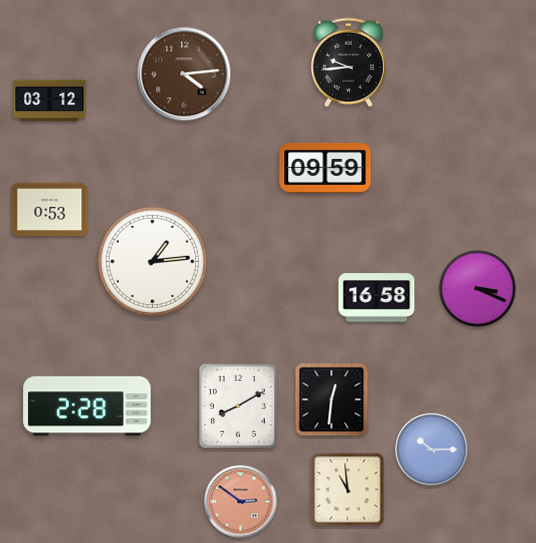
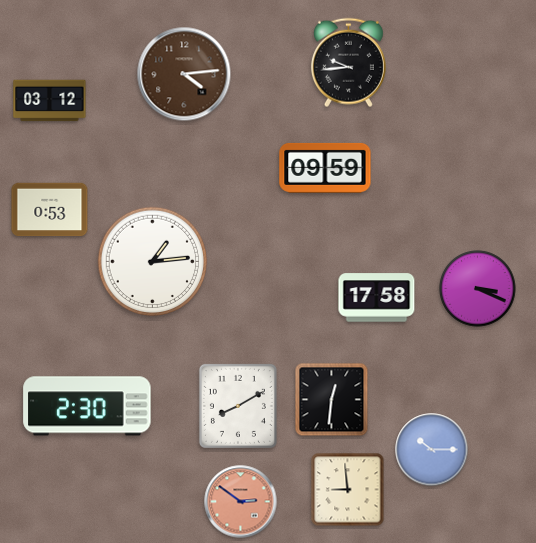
clock at (377, 298): 16:58 -> 17:58
clock at (87, 406): 2:28 -> 2:30
clock at (348, 490): 10:59 -> 8:59
